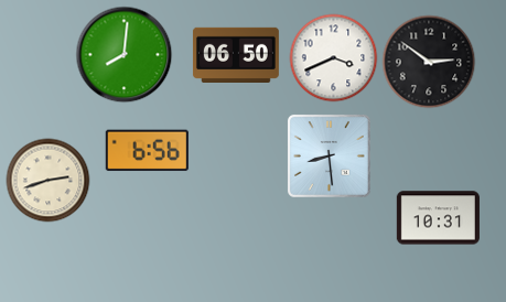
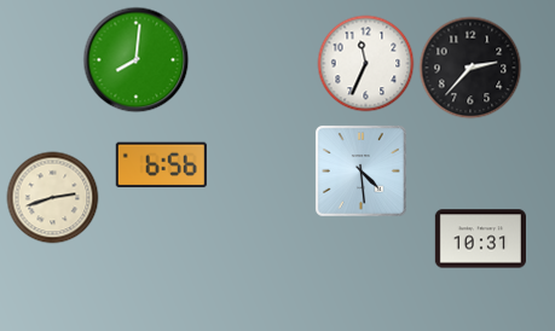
clock at (236, 54): 06:50 -> none
clock at (334, 58): 3:41 -> 11:34
clock at (429, 62): 2:51 -> 2:37
clock at (329, 155): 8:29 -> 4:29
